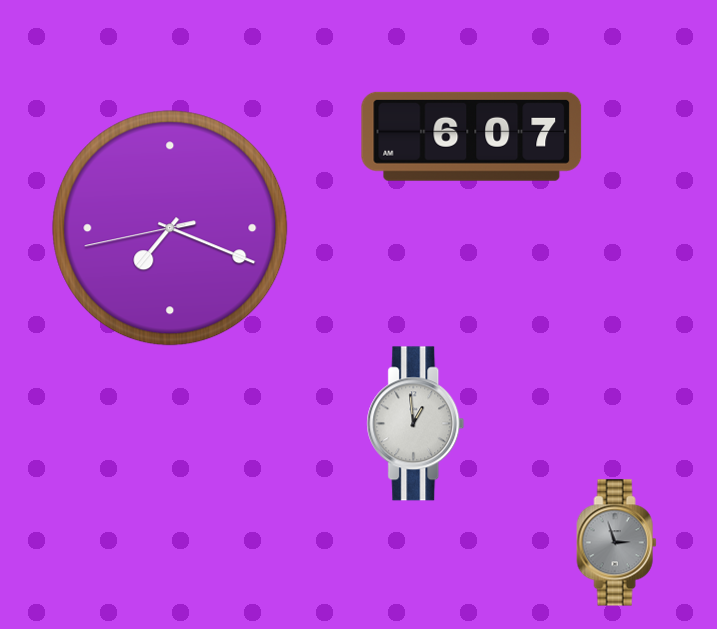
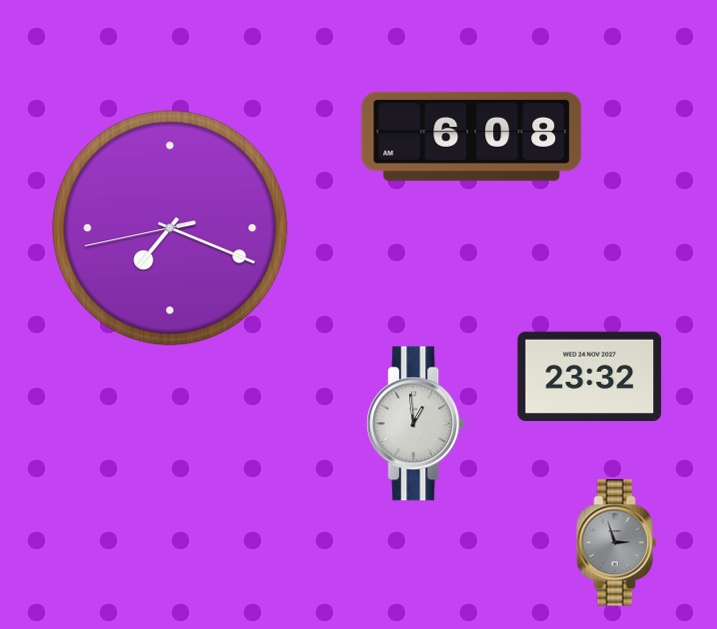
clock at (472, 136): 6:07 -> 6:08
clock at (590, 377): none -> 23:32
